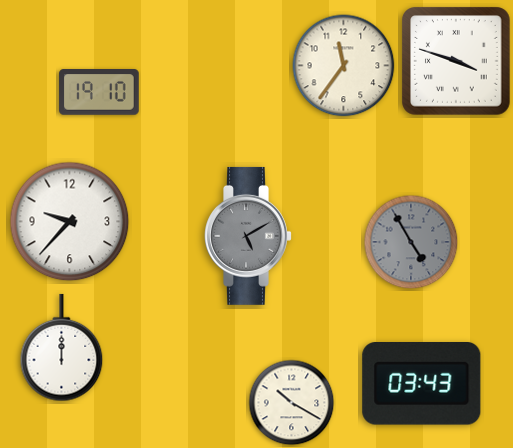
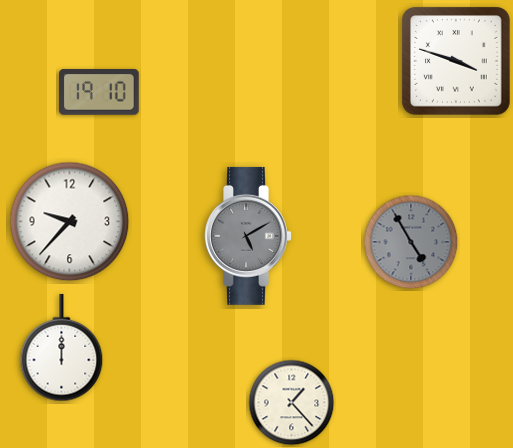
clock at (344, 66): 11:36 -> none
clock at (422, 384): 03:43 -> none
clock at (292, 403): 10:20 -> 1:23
